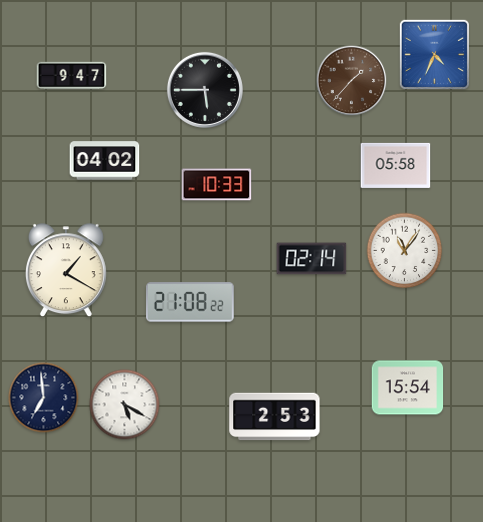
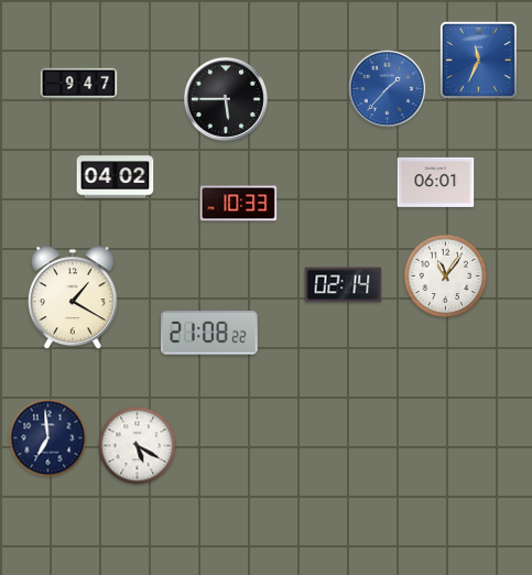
clock at (434, 54): 4:34 -> 11:34
clock at (352, 81) dial: brown -> blue
clock at (396, 165): 05:58 -> 06:01
clock at (408, 388): 15:54 -> none
clock at (275, 417): 2:53 -> none
